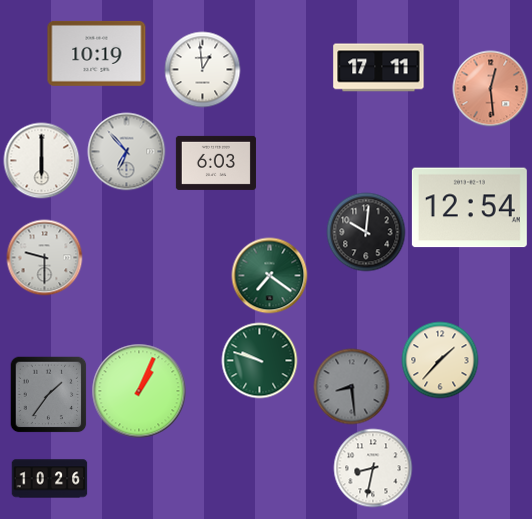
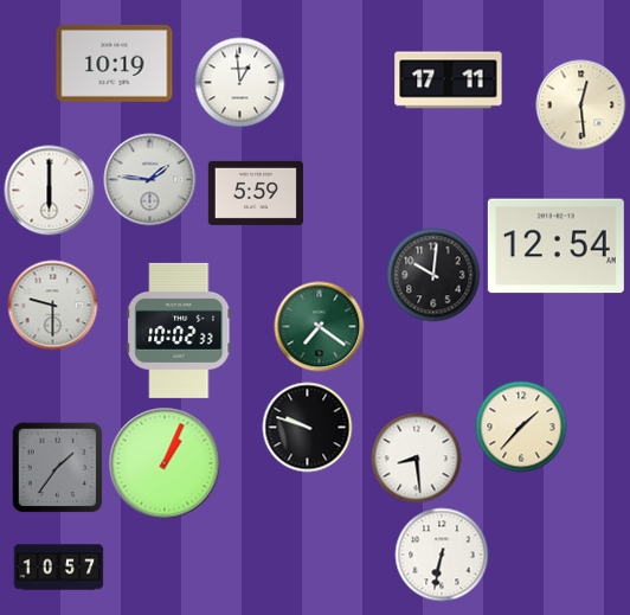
clock at (491, 89) dial: salmon -> cream
clock at (127, 152): 6:53 -> 1:46
clock at (216, 163): 6:03 -> 5:59
clock at (179, 331): none -> 10:02
clock at (260, 361) dial: green -> black
clock at (352, 387) dial: grey -> white
clock at (373, 468): 8:32 -> 6:32
clock at (50, 479): 10:26 -> 10:57
